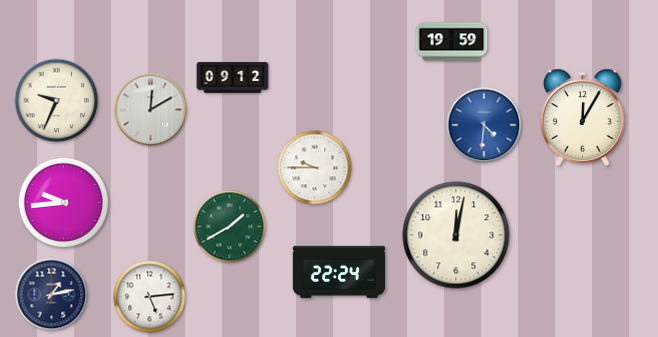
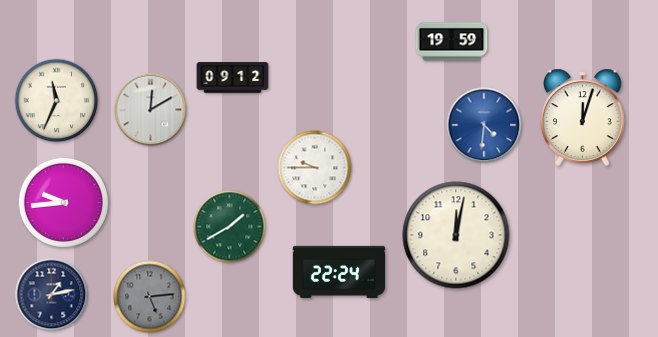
clock at (57, 101): 9:34 -> 11:34
clock at (583, 117): 12:05 -> 12:03
clock at (150, 297) dial: white -> grey
